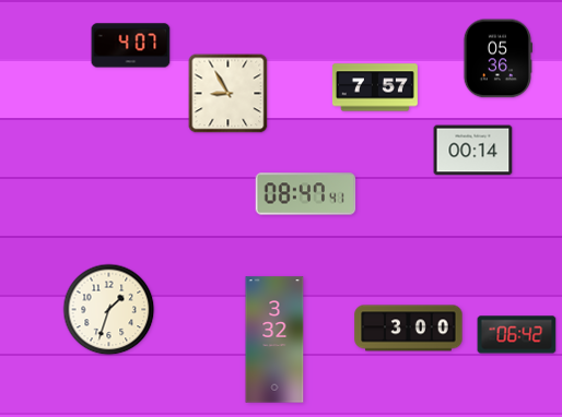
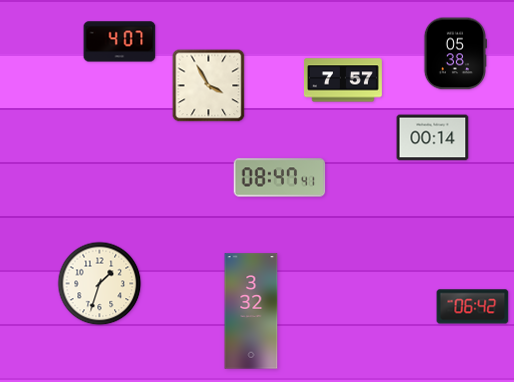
clock at (496, 59): 05:36 -> 05:38
clock at (229, 94): 8:55 -> 3:55
clock at (409, 329): 3:00 -> none
